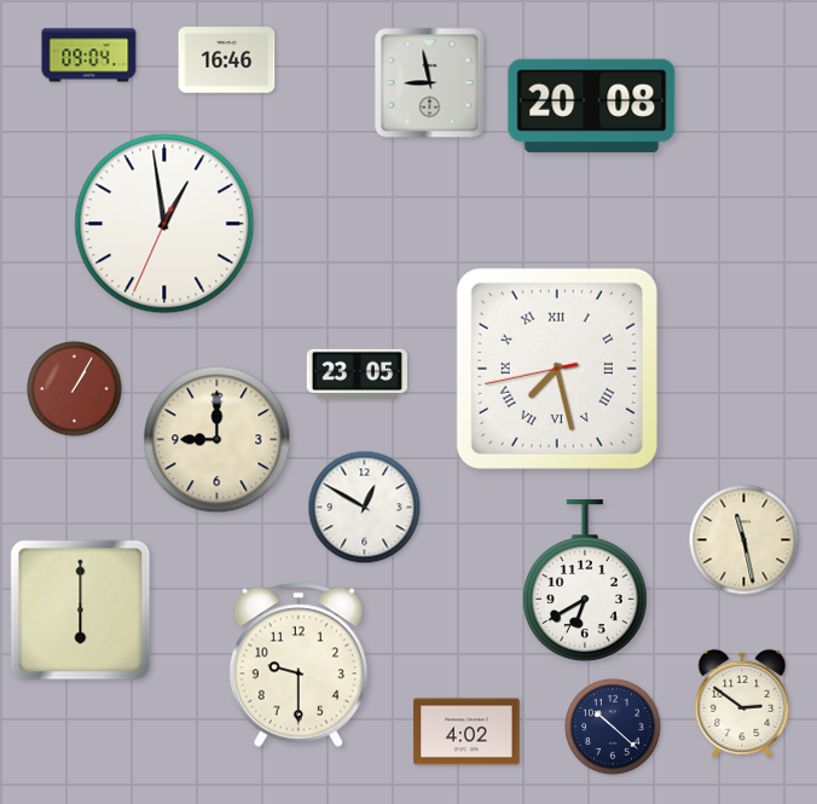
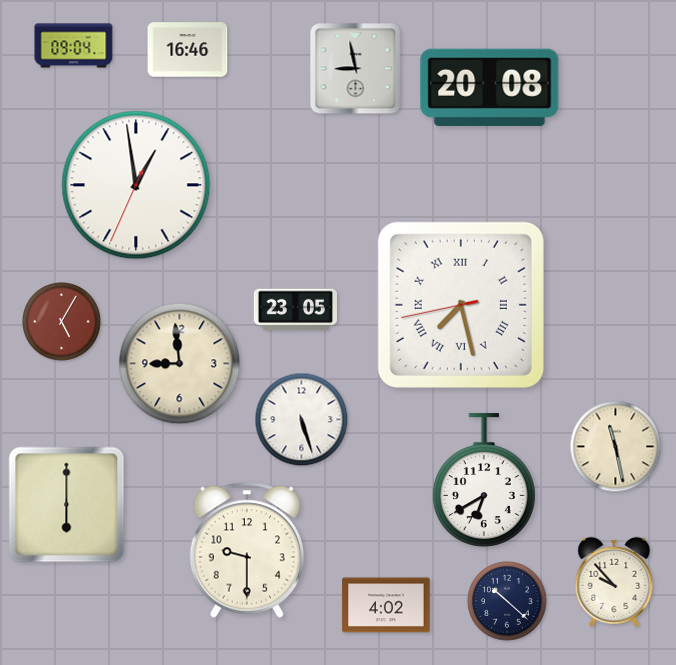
clock at (75, 389): 1:05 -> 5:05
clock at (218, 440): 9:00 -> 8:59
clock at (365, 508): 12:50 -> 5:27
clock at (742, 704): 2:51 -> 9:53
